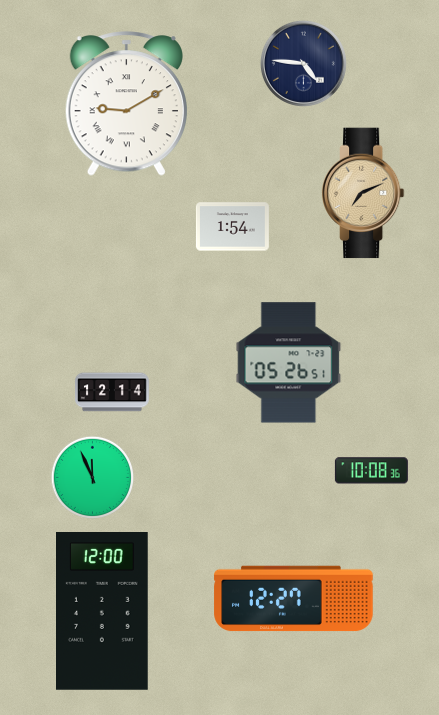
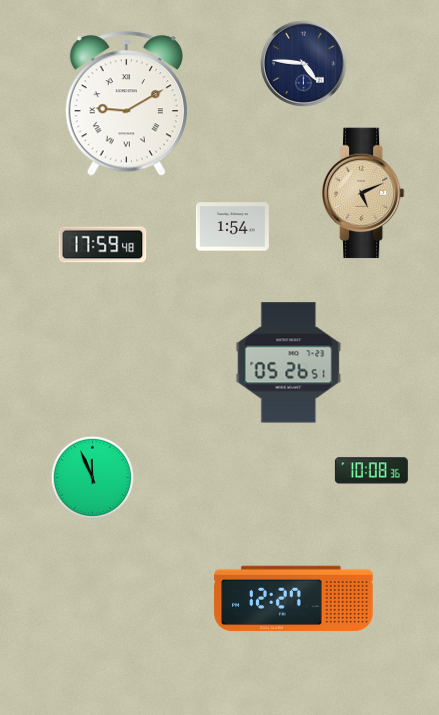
clock at (363, 193): 7:11 -> 5:11
clock at (103, 245): none -> 17:59
clock at (113, 392): 12:14 -> none
clock at (103, 612): 12:00 -> none
